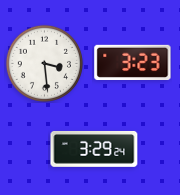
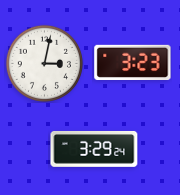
clock at (44, 63): 3:29 -> 3:02
